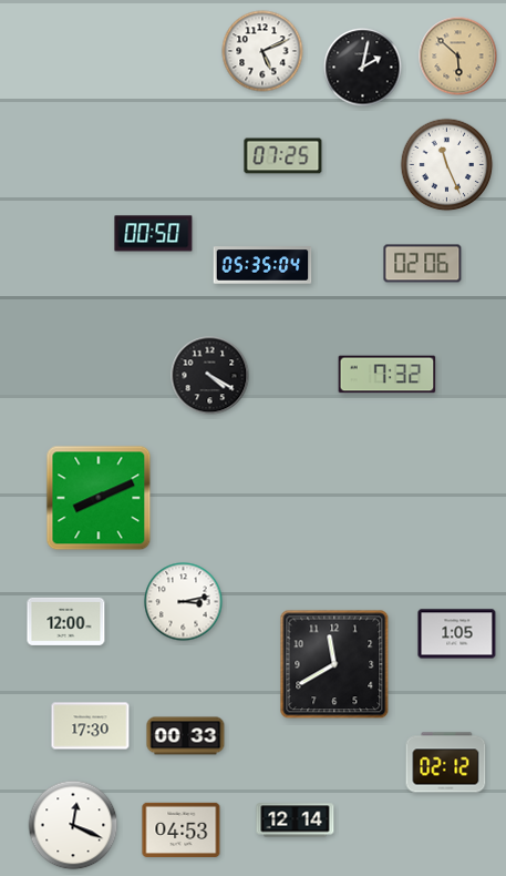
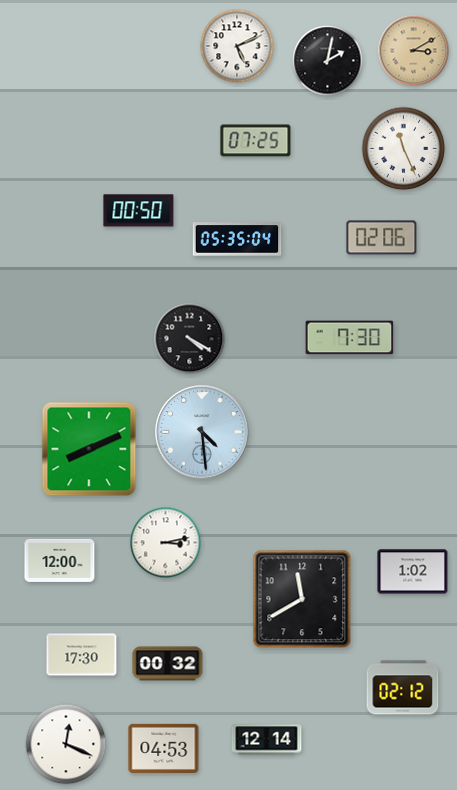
clock at (458, 57): 5:52 -> 3:10
clock at (388, 375): 7:32 -> 7:30
clock at (202, 432): none -> 4:29
clock at (457, 634): 1:05 -> 1:02
clock at (186, 736): 00:33 -> 00:32
